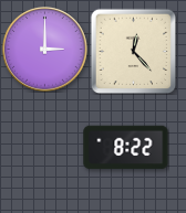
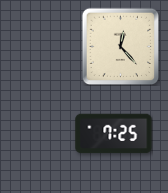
clock at (45, 50): 3:00 -> none
clock at (126, 148): 8:22 -> 7:25
